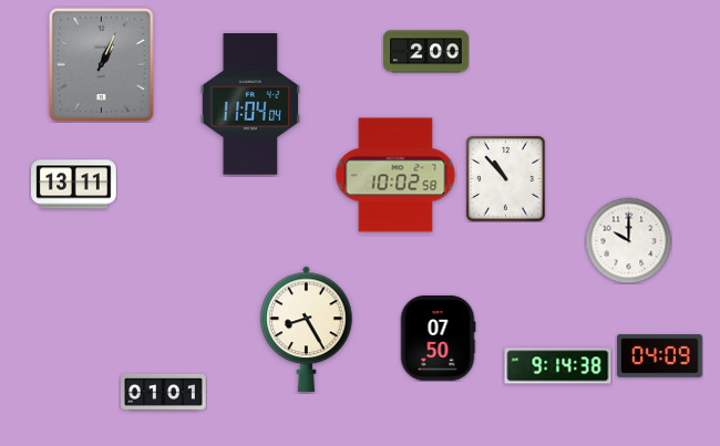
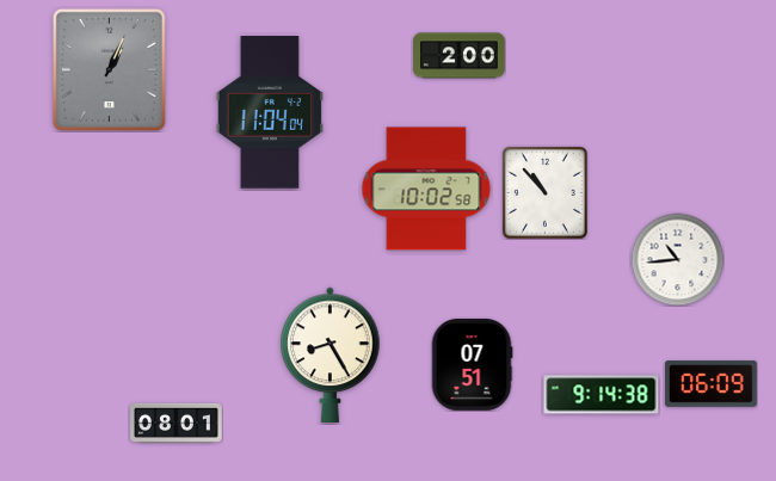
clock at (74, 185): 13:11 -> none
clock at (628, 240): 10:00 -> 10:44
clock at (438, 339): 07:50 -> 07:51
clock at (660, 356): 04:09 -> 06:09
clock at (164, 392): 01:01 -> 08:01
